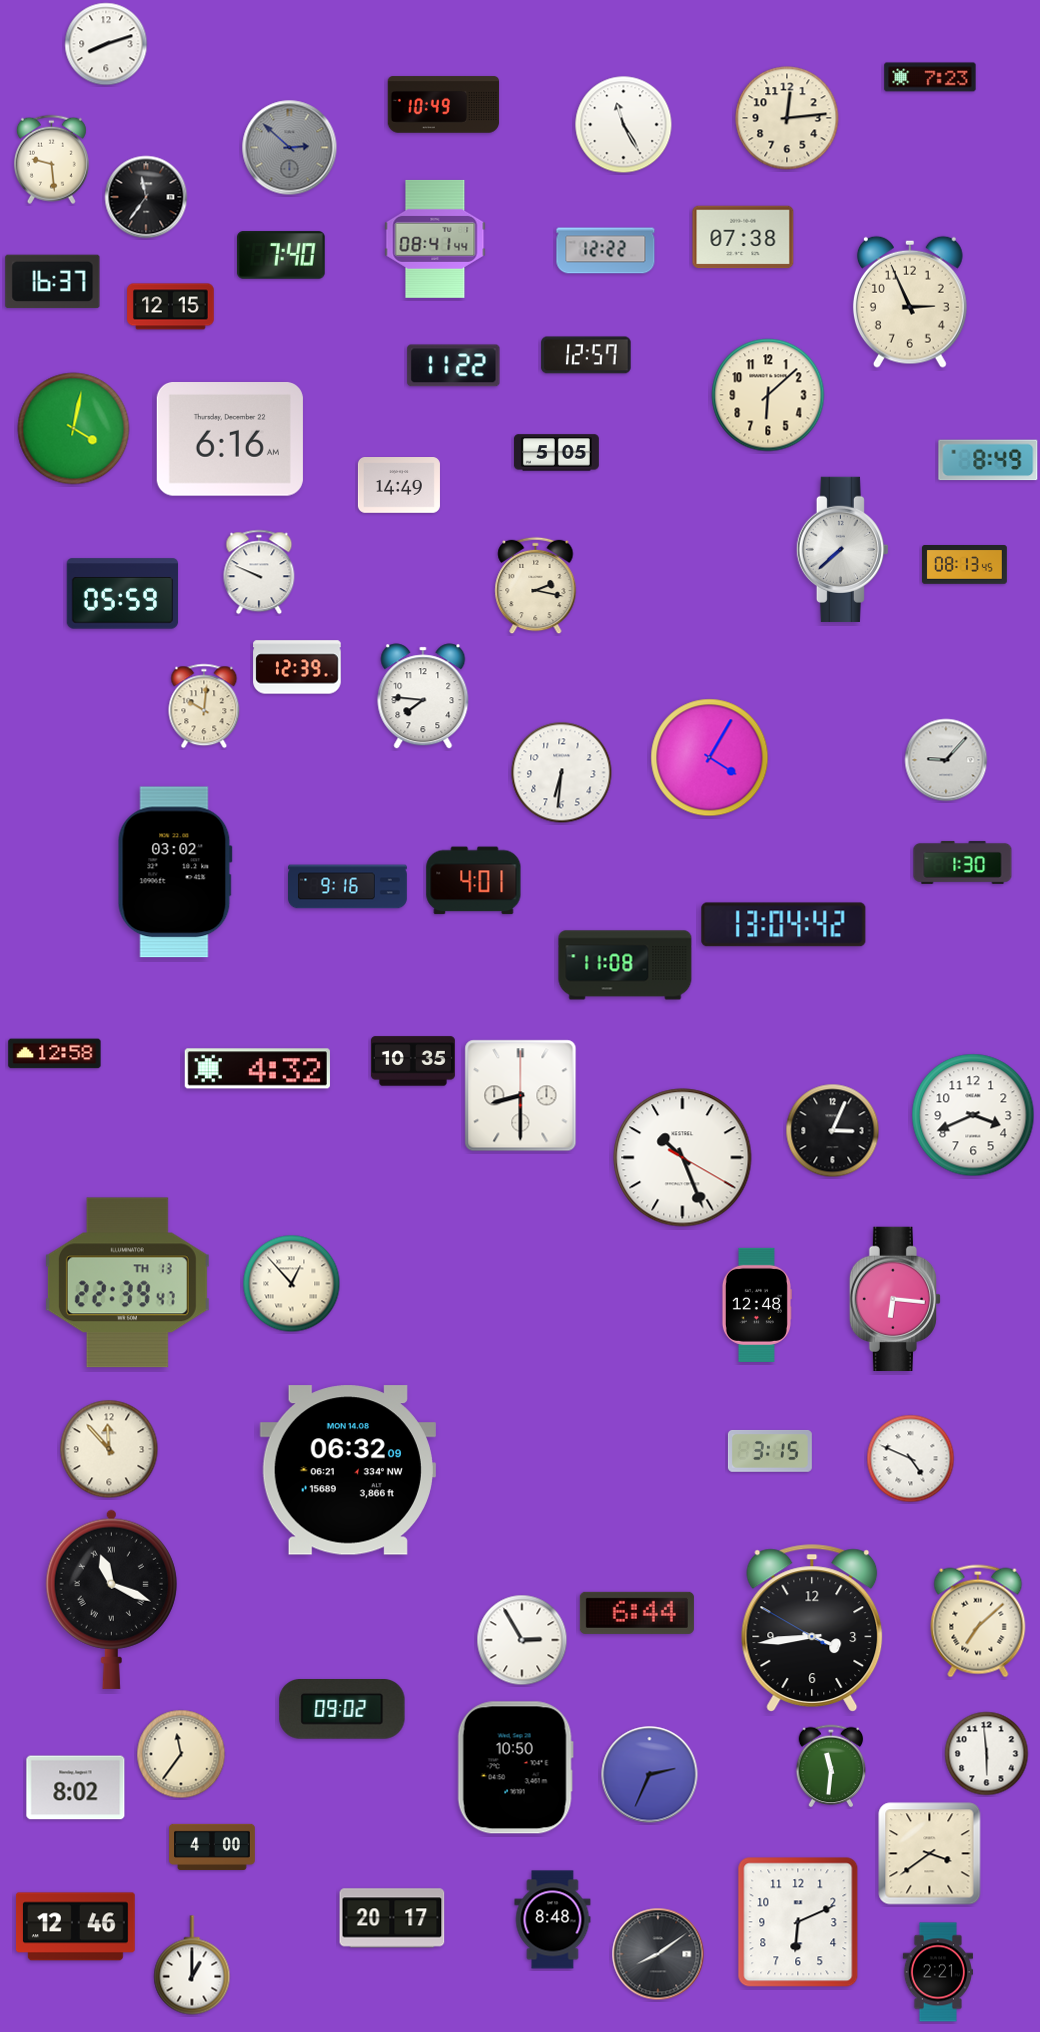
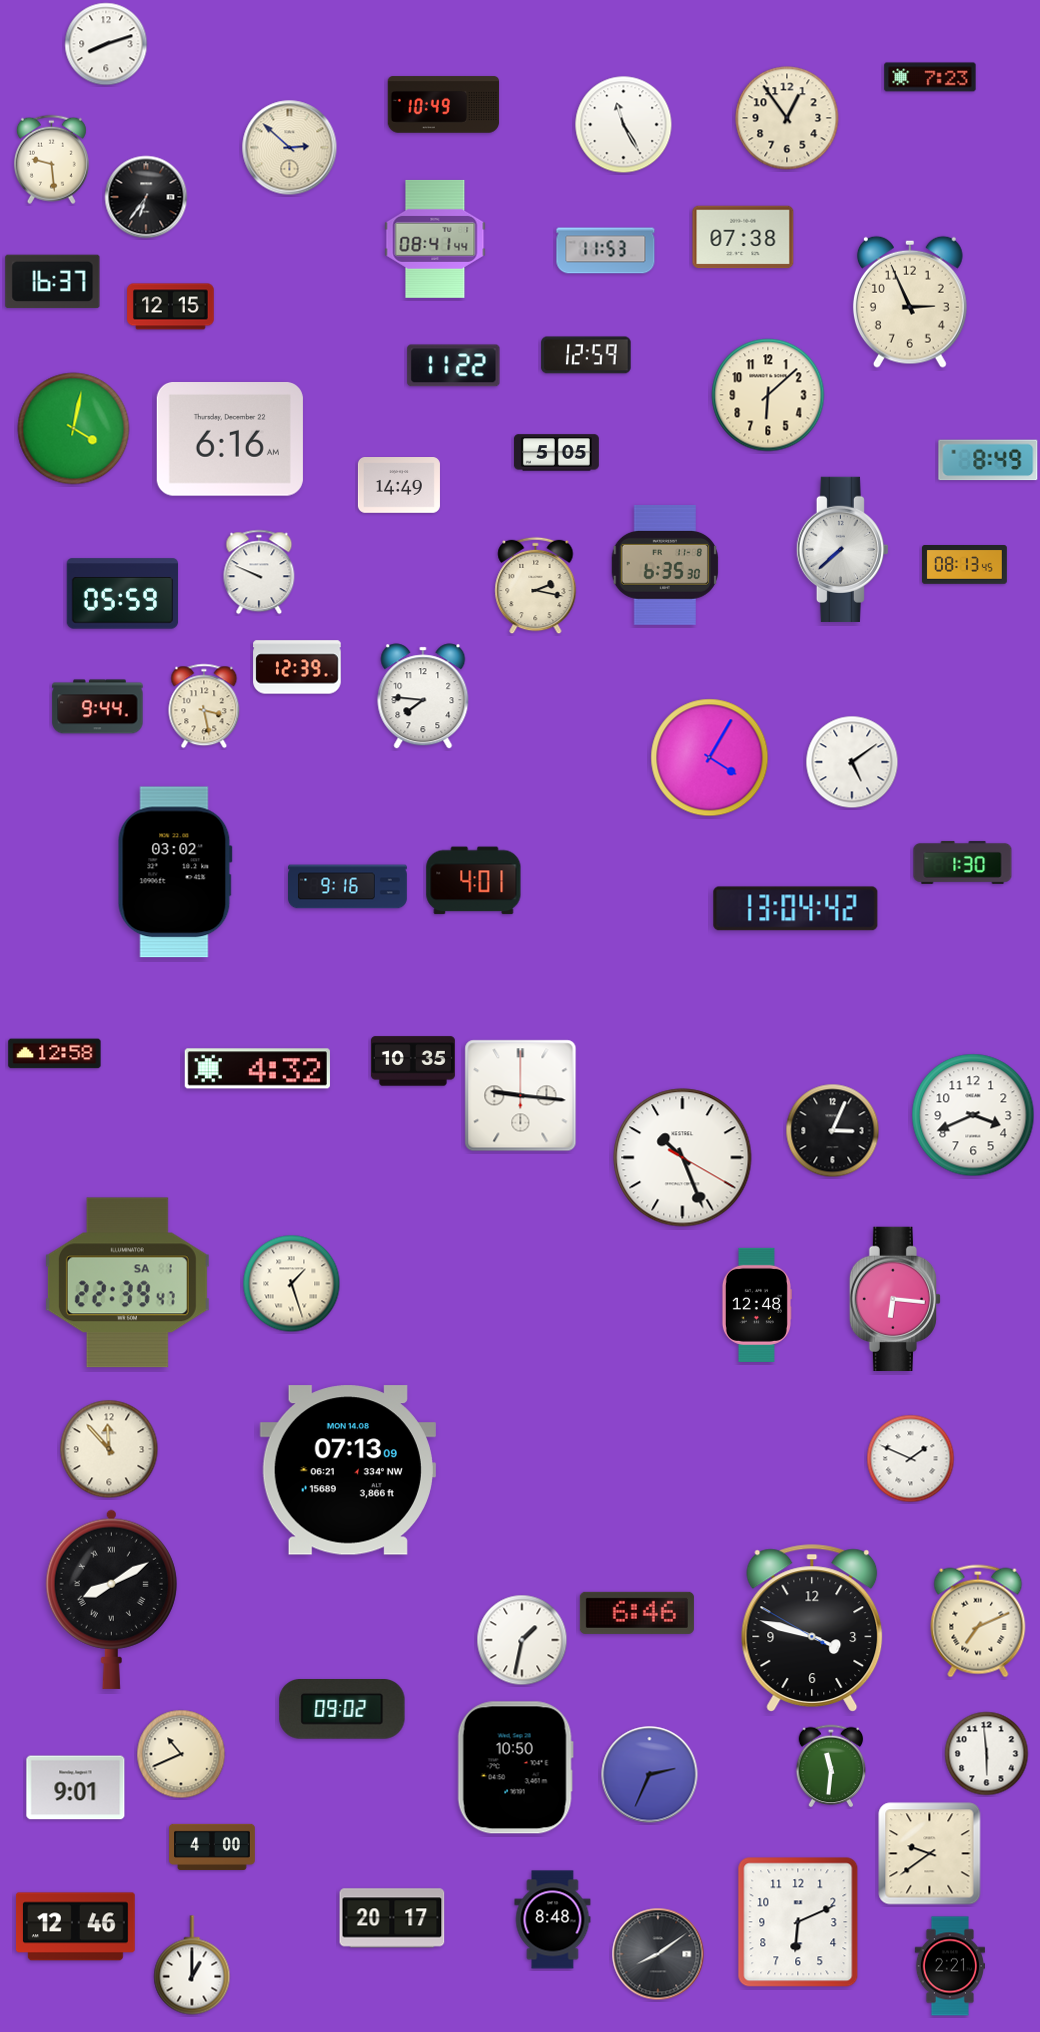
clock at (787, 118): 12:14 -> 12:54
clock at (290, 148) dial: grey -> cream
clock at (146, 197): 11:36 -> 6:36
clock at (606, 251): 12:22 -> 11:53
clock at (281, 255): 7:40 -> none
clock at (586, 355): 12:57 -> 12:59
clock at (665, 566): none -> 6:35
clock at (204, 706): 10:01 -> 3:28
clock at (98, 707): none -> 9:44
clock at (946, 760): 9:07 -> none
clock at (852, 762): none -> 5:09
clock at (562, 773): 6:31 -> none
clock at (784, 925) position: (784, 925) -> (796, 909)
clock at (625, 965): 11:08 -> none
clock at (521, 1096): 8:30 -> 9:16
clock at (127, 1283) date: TH 13 -> SA 1
clock at (292, 1284): 12:53 -> 1:27
clock at (770, 1451): 3:15 -> none
clock at (911, 1459): 4:49 -> 1:49
clock at (348, 1470): 06:32 -> 07:13
clock at (111, 1599): 11:19 -> 8:10
clock at (637, 1613): 6:44 -> 6:46
clock at (978, 1621): 7:08 -> 7:11
clock at (812, 1628): 3:43 -> 3:47
clock at (522, 1640): 2:55 -> 1:32
clock at (181, 1754): 11:36 -> 10:41
clock at (76, 1788): 8:02 -> 9:01
clock at (930, 1854): 3:39 -> 9:39
clock at (938, 1972) position: (938, 1972) -> (950, 1966)
